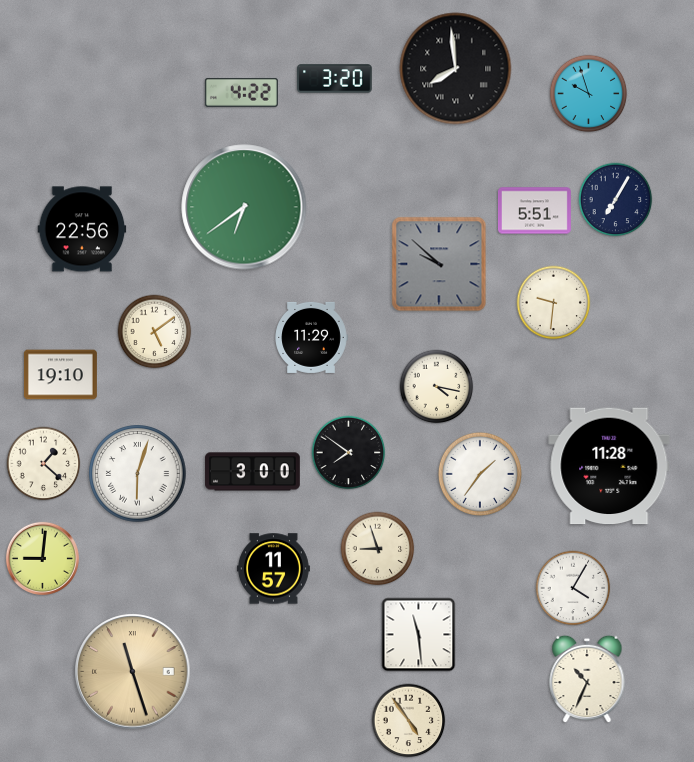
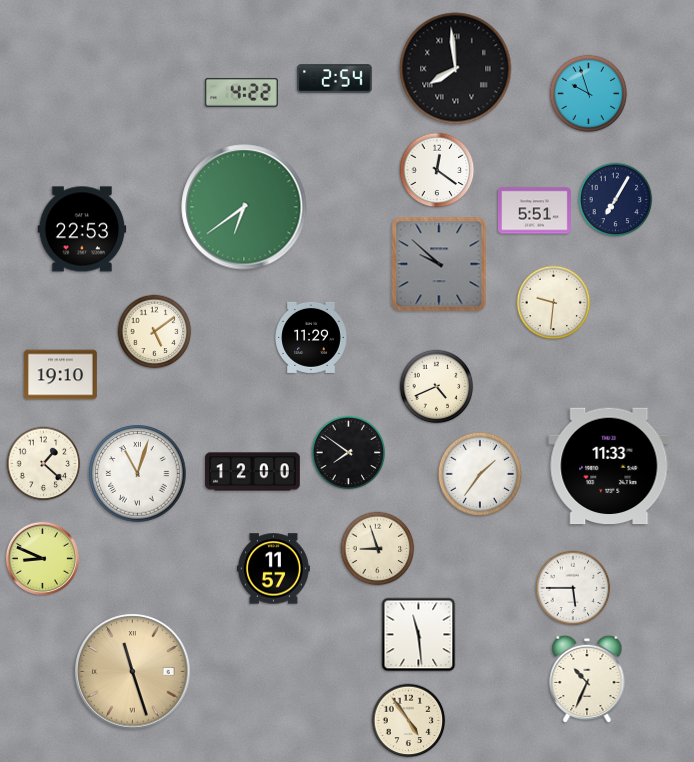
clock at (335, 79): 3:20 -> 2:54
clock at (437, 170): none -> 12:21
clock at (82, 229): 22:56 -> 22:53
clock at (437, 387): 4:17 -> 4:41
clock at (609, 466): 11:28 -> 11:33
clock at (253, 472): 3:00 -> 12:00
clock at (138, 474): 6:03 -> 11:03
clock at (42, 558): 9:01 -> 8:49
clock at (573, 588): 4:05 -> 5:45
